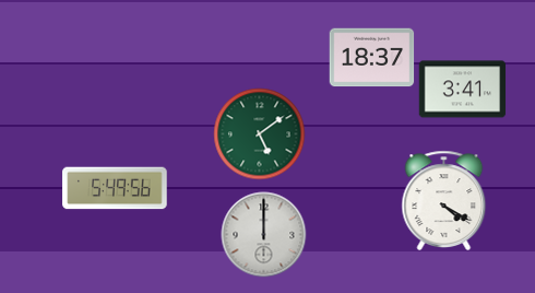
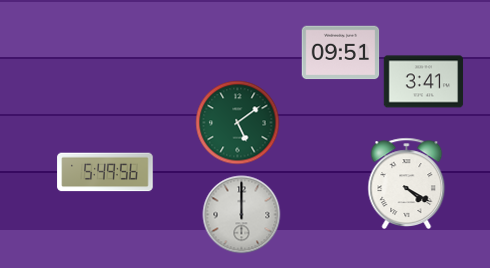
clock at (371, 58): 18:37 -> 09:51
